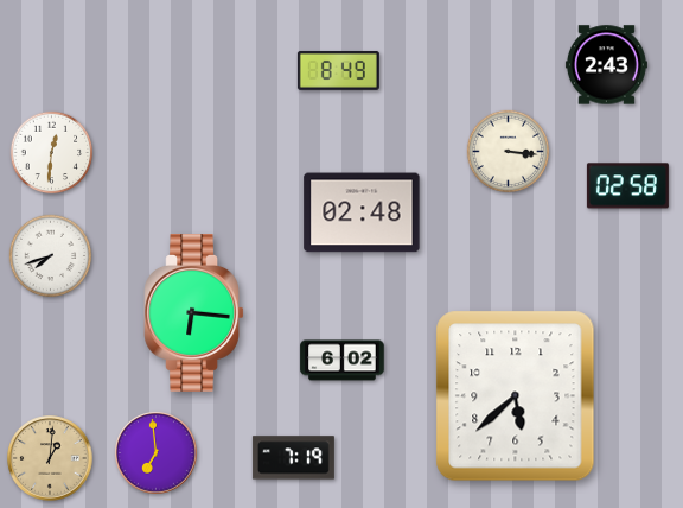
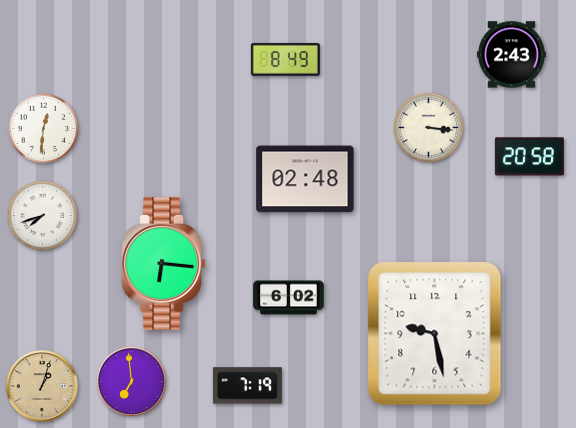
clock at (627, 186): 02:58 -> 20:58
clock at (343, 361) position: (343, 361) -> (289, 298)
clock at (516, 396): 5:38 -> 9:28
clock at (50, 458): 1:01 -> 1:03
